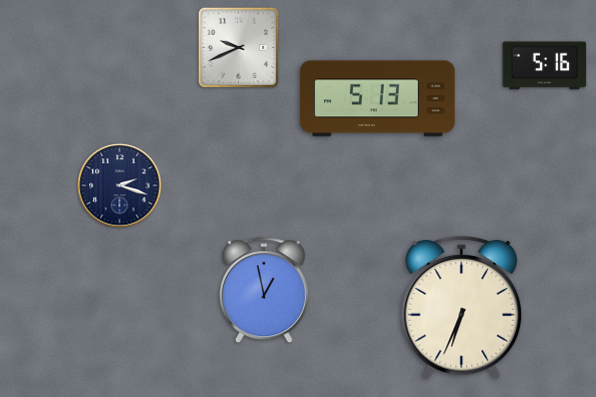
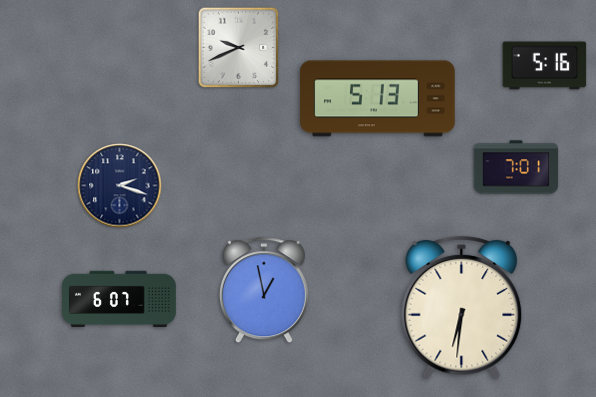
clock at (516, 167): none -> 7:01
clock at (120, 298): none -> 6:07
clock at (462, 308): 6:34 -> 6:31
